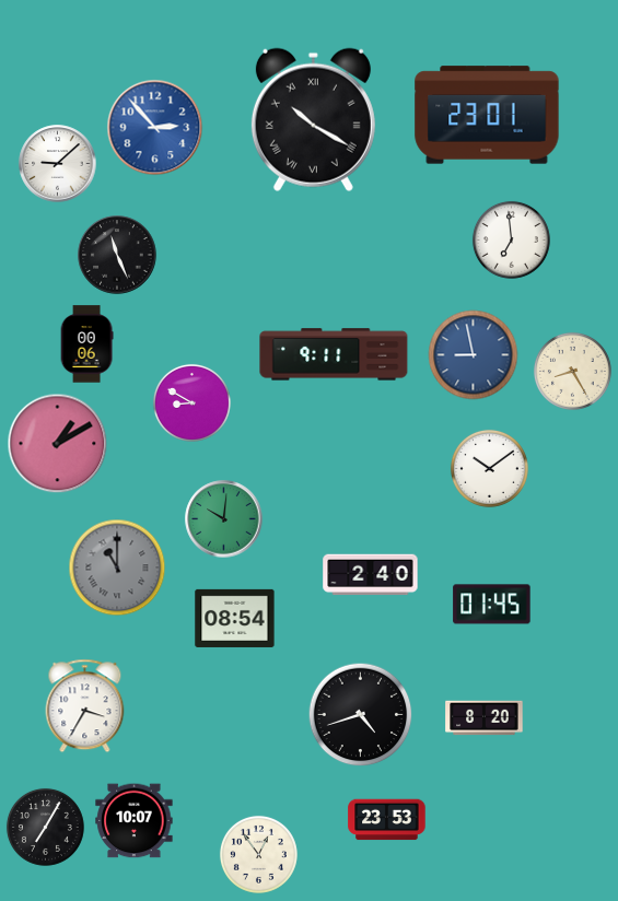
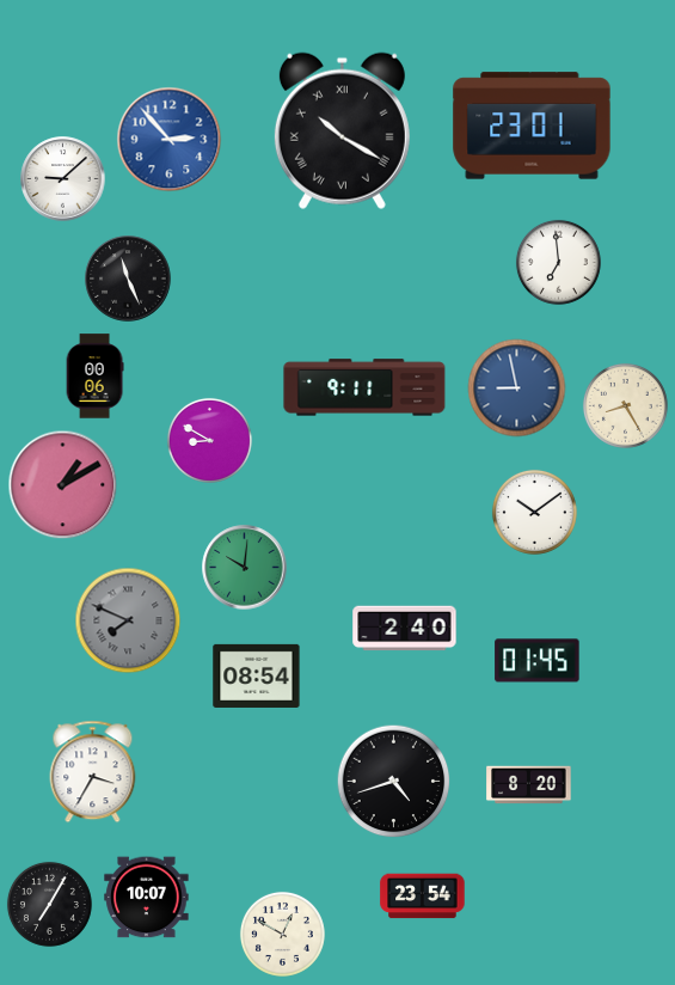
clock at (117, 567): 11:00 -> 7:49
clock at (387, 820): 23:53 -> 23:54
clock at (258, 854): 12:54 -> 12:50
